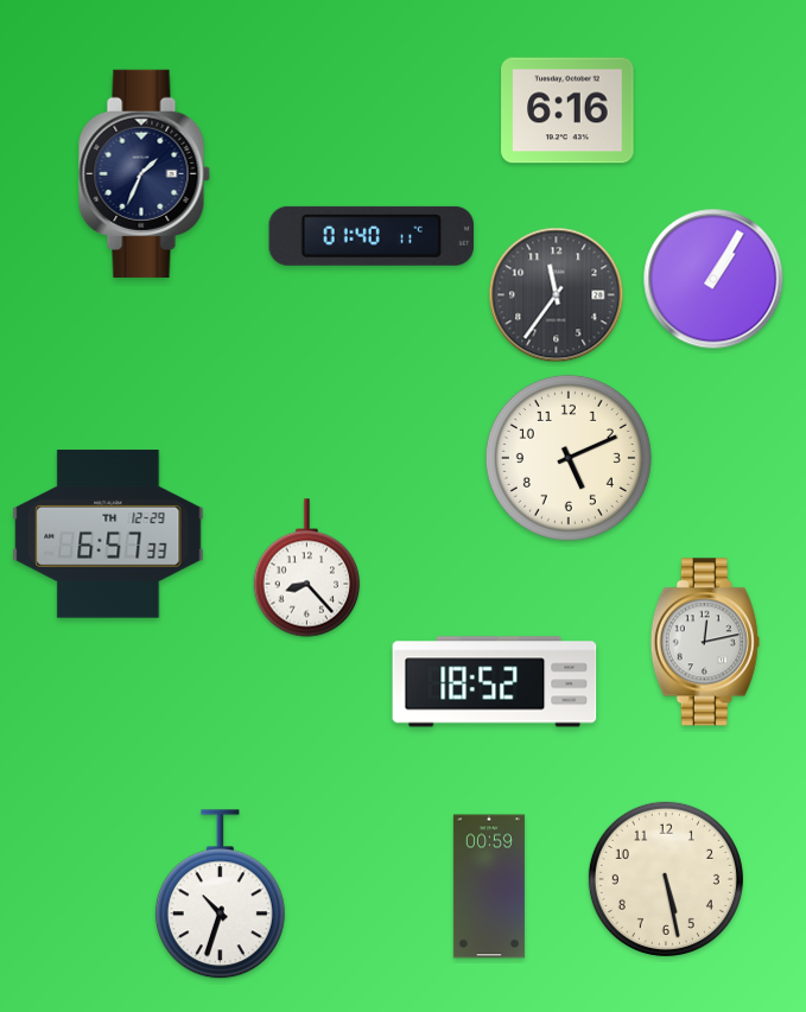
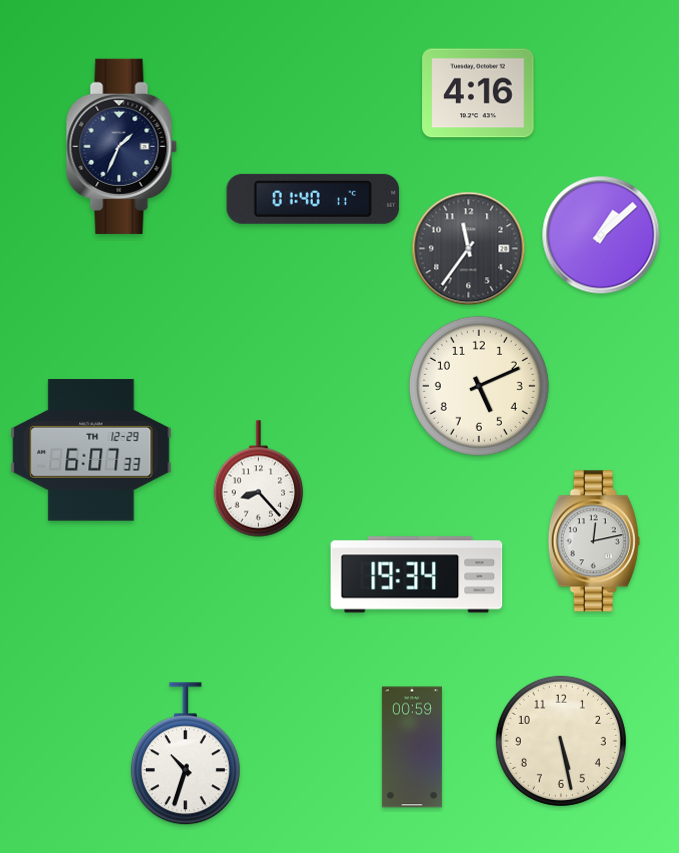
clock at (567, 110): 6:16 -> 4:16
clock at (713, 279): 1:05 -> 1:08
clock at (108, 534): 6:57 -> 6:07
clock at (495, 682): 18:52 -> 19:34
